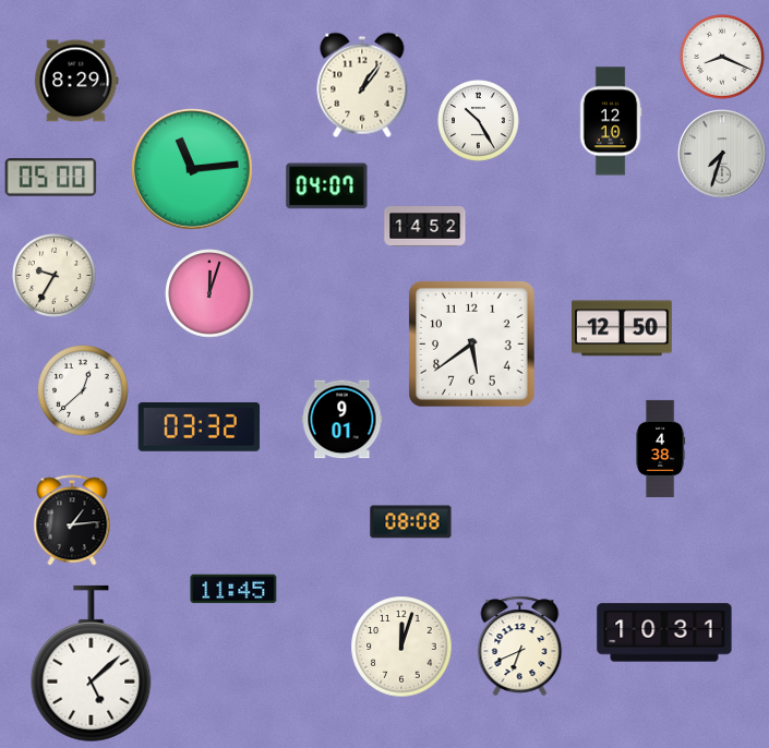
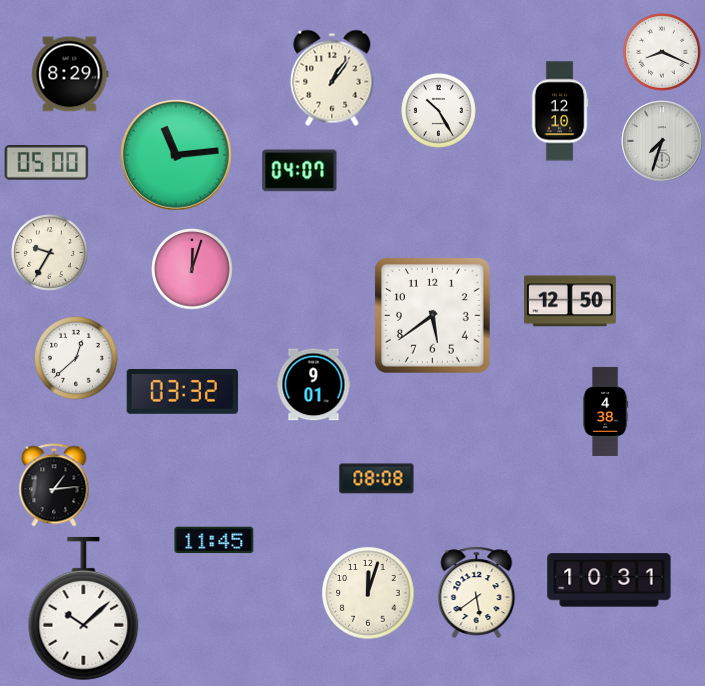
clock at (425, 227): 14:52 -> none
clock at (72, 520) position: (72, 520) -> (54, 485)
clock at (520, 647): 6:41 -> 5:39
clock at (92, 664): 5:08 -> 10:08
